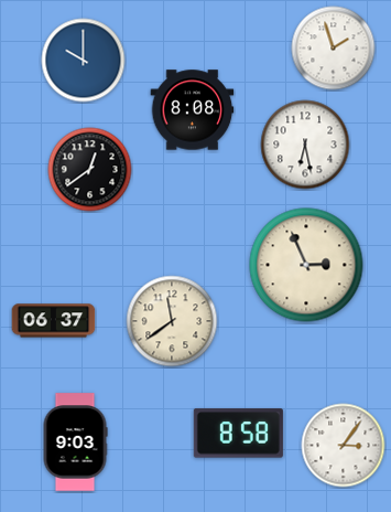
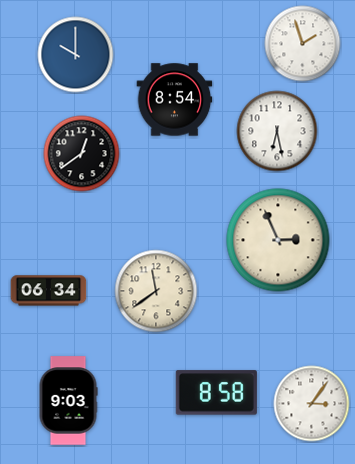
clock at (193, 110): 8:08 -> 8:54
clock at (54, 321): 06:37 -> 06:34
